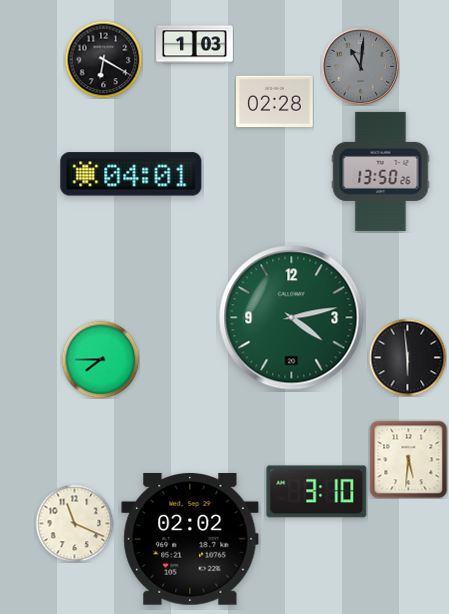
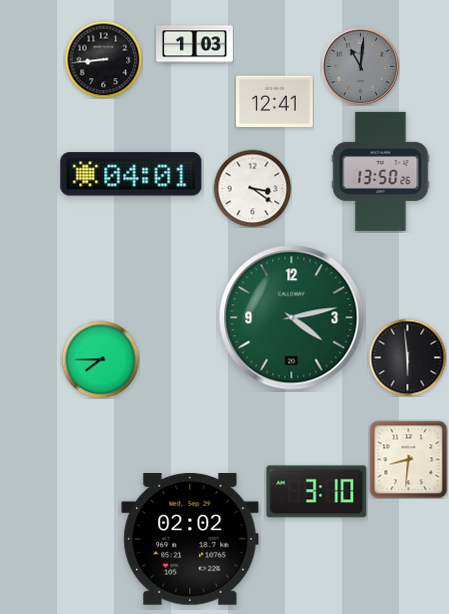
clock at (103, 59): 6:20 -> 8:44
clock at (275, 101): 02:28 -> 12:41
clock at (252, 188): none -> 3:21
clock at (408, 459): 5:31 -> 8:31
clock at (74, 523): 11:19 -> none
